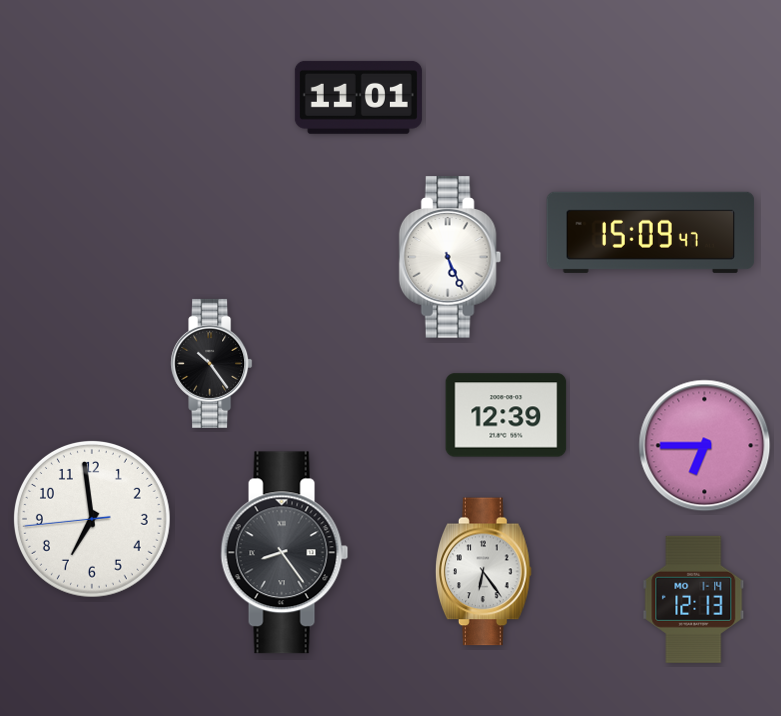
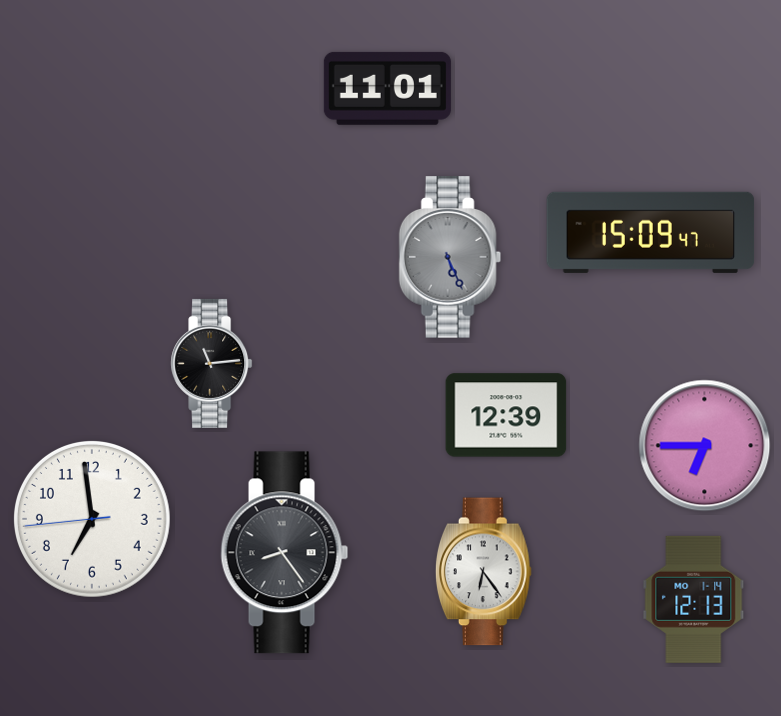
clock at (358, 97) position: (358, 97) -> (387, 88)
clock at (450, 257) dial: white -> grey
clock at (212, 363): 10:24 -> 11:14
